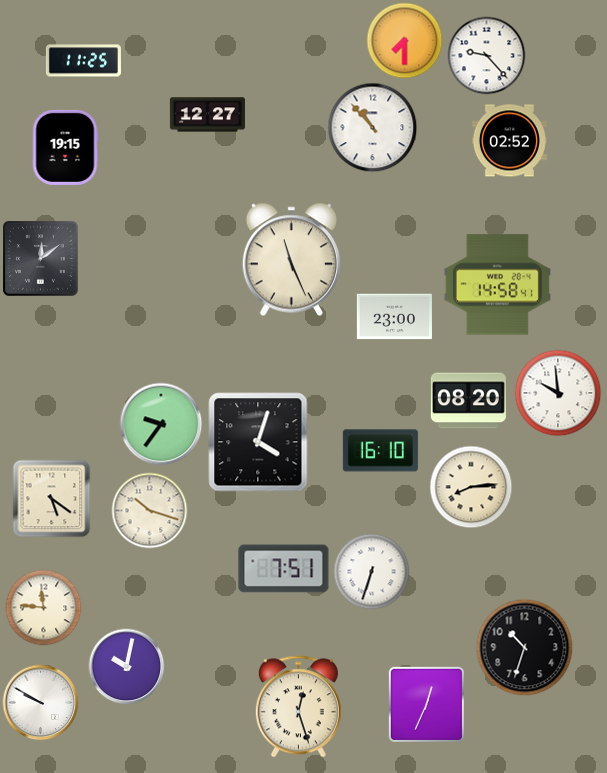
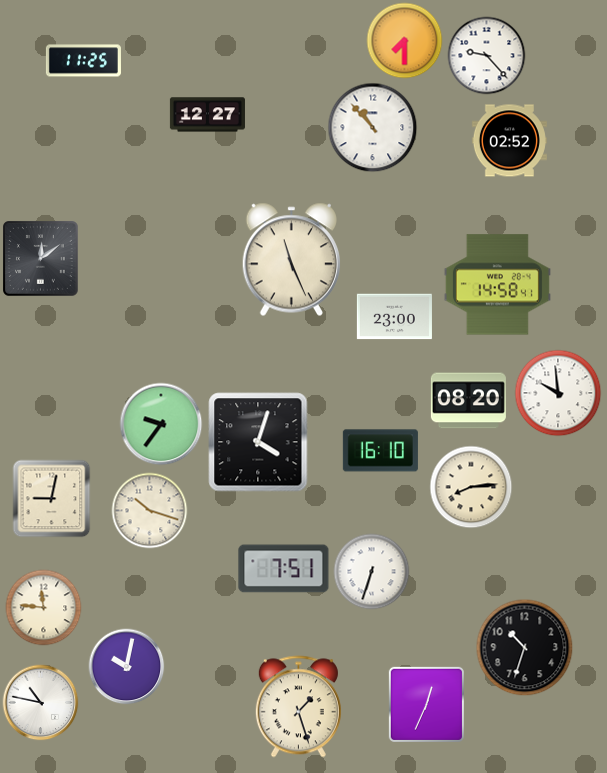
clock at (65, 147): 19:15 -> none
clock at (52, 499): 5:21 -> 9:02
clock at (41, 703): 9:50 -> 10:47
clock at (298, 707): 12:27 -> 1:27
